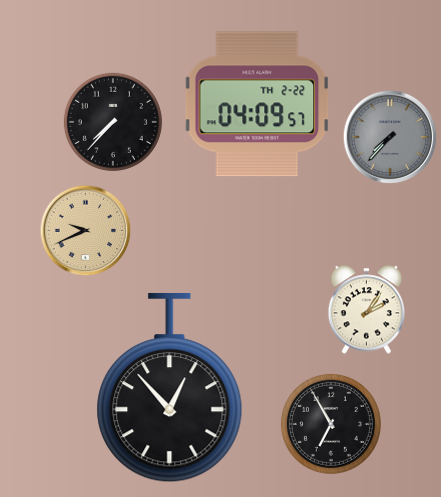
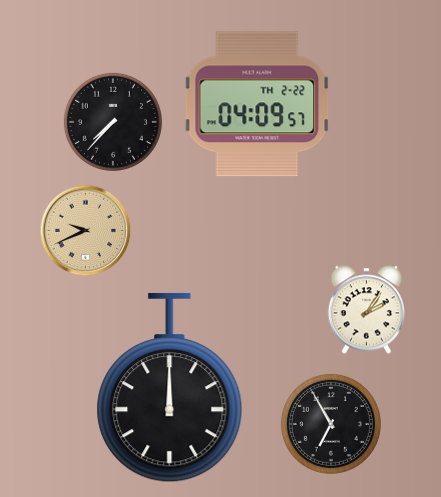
clock at (390, 137): 7:37 -> none
clock at (170, 388): 12:53 -> 12:00
